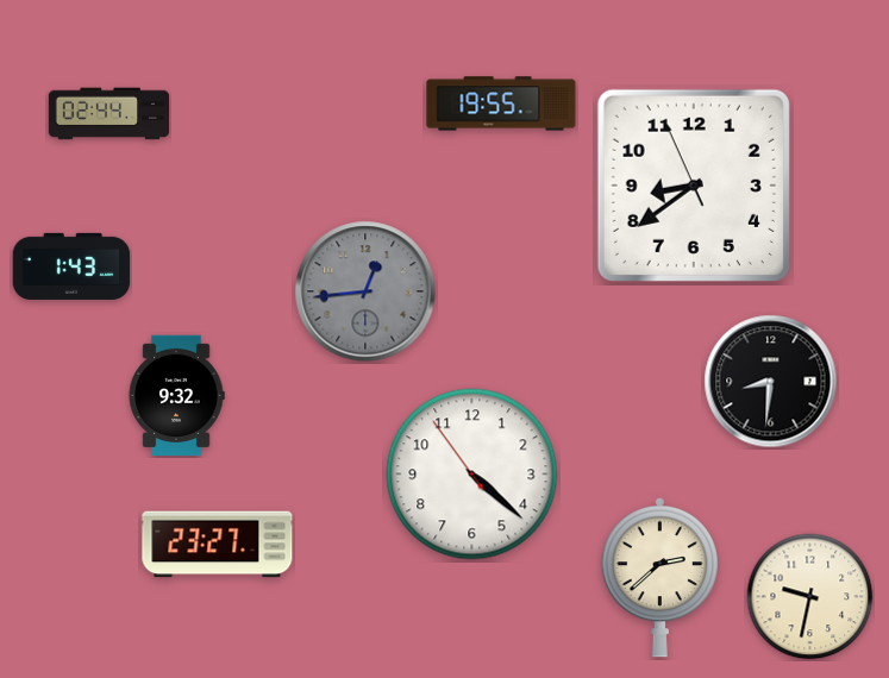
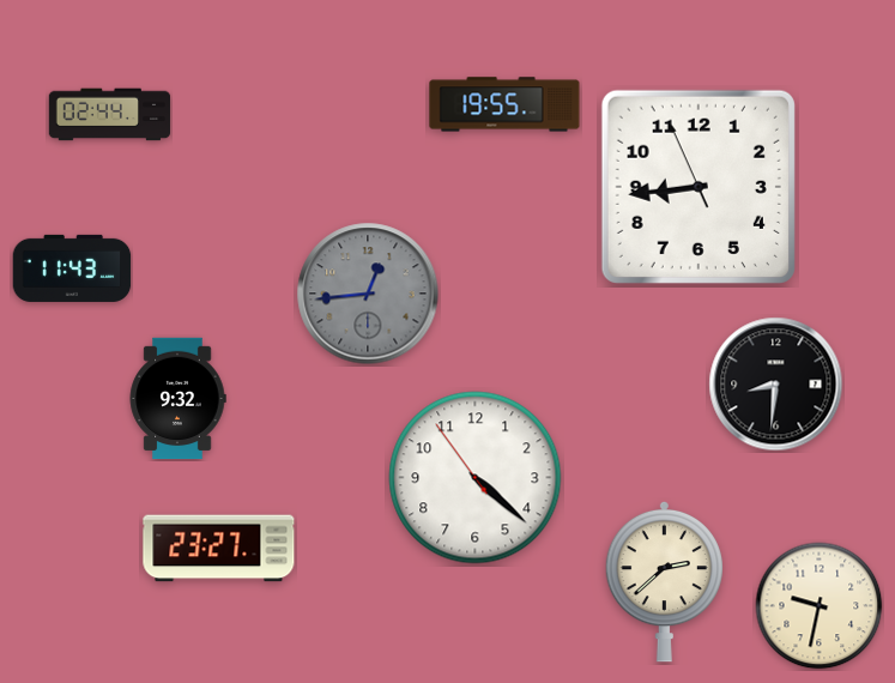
clock at (694, 186): 8:38 -> 8:43
clock at (71, 266): 1:43 -> 11:43
clock at (810, 597) position: (810, 597) -> (820, 606)
